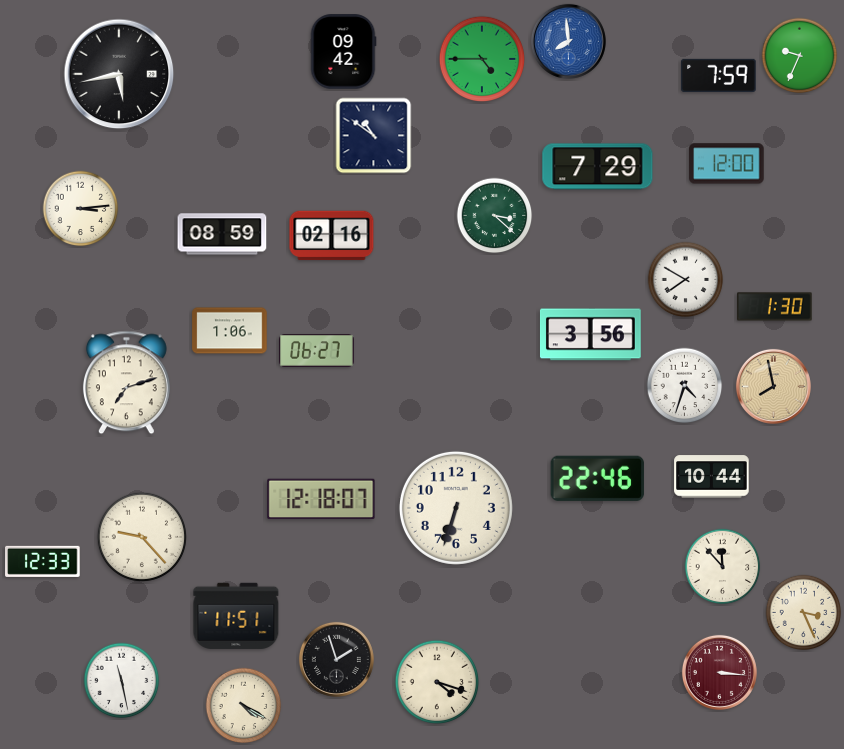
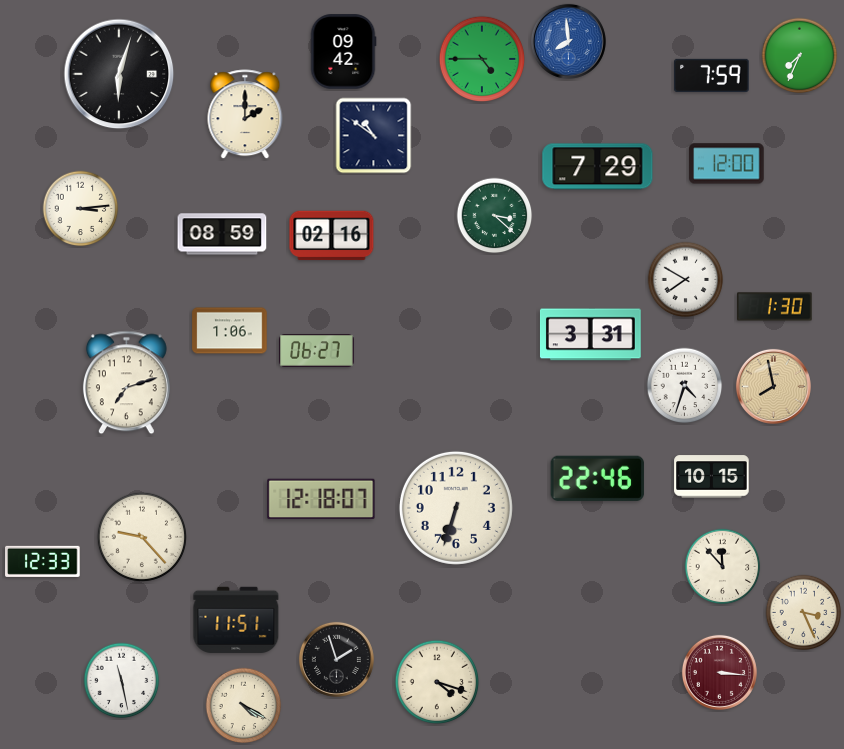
clock at (800, 56): 9:34 -> 7:34
clock at (119, 74): 5:43 -> 6:03
clock at (719, 75) position: (719, 75) -> (712, 75)
clock at (245, 115): none -> 2:00
clock at (590, 335): 3:56 -> 3:31
clock at (712, 477): 10:44 -> 10:15
clock at (236, 616) position: (236, 616) -> (236, 620)
